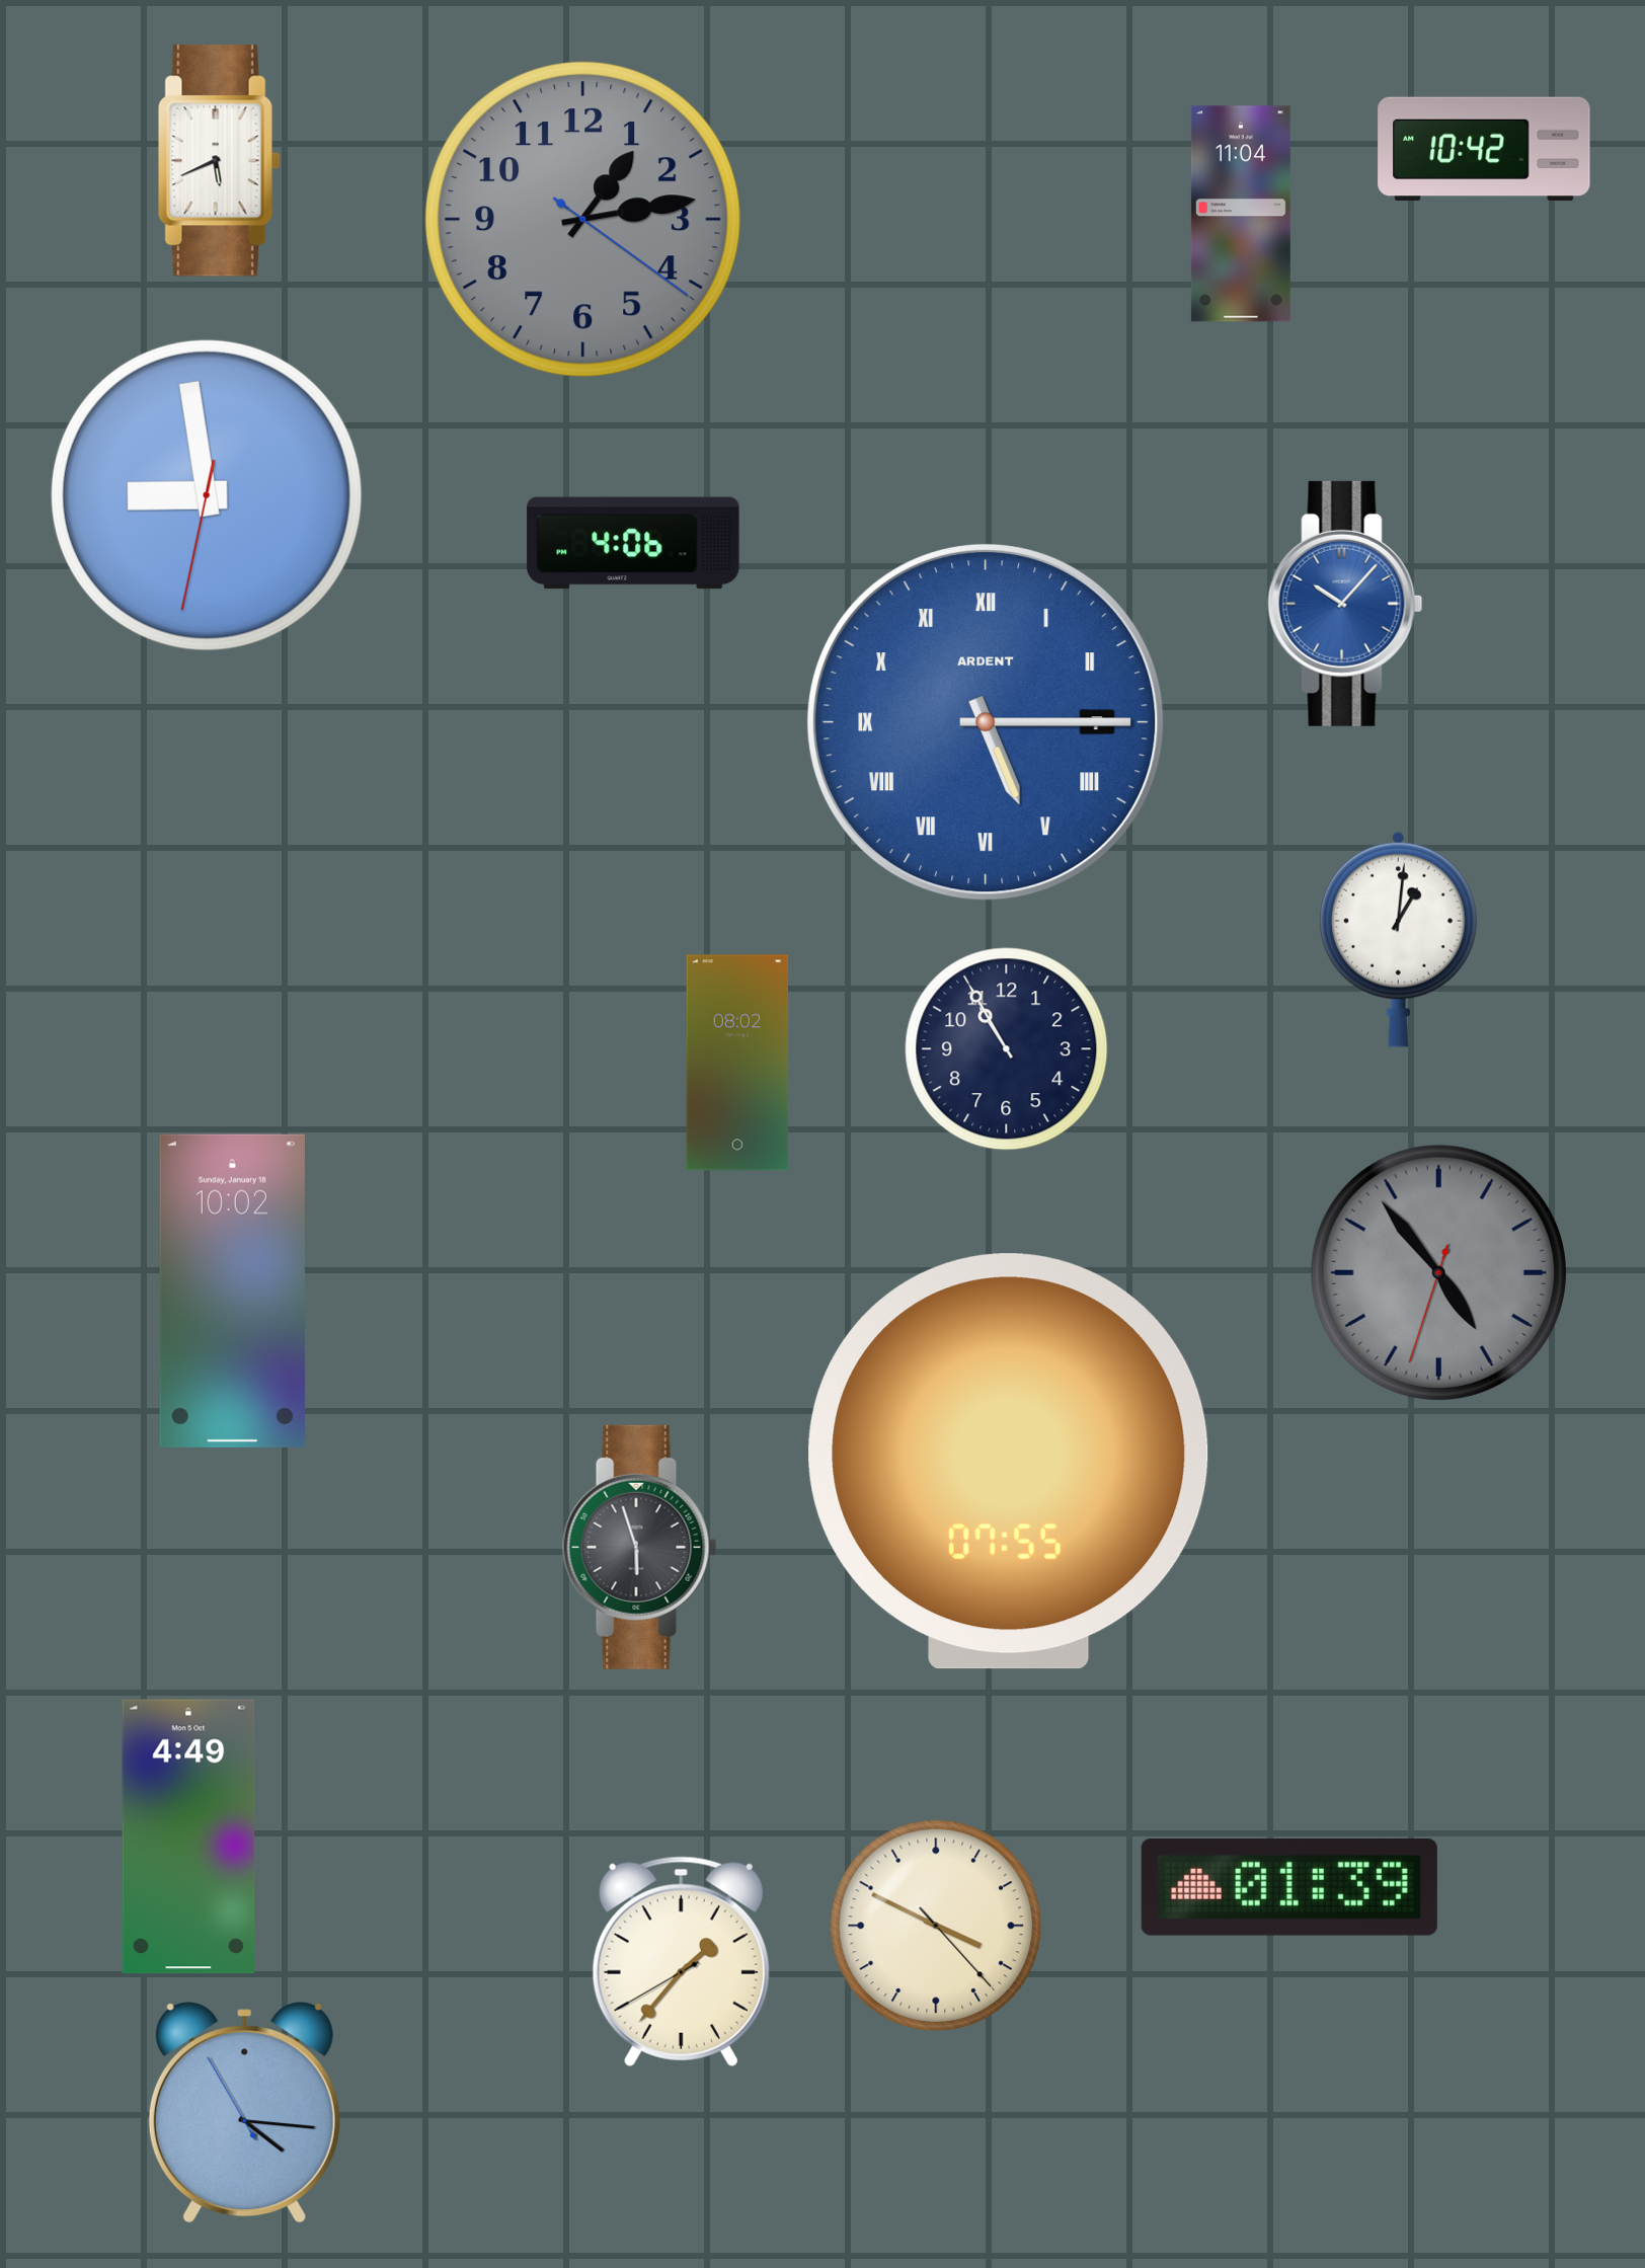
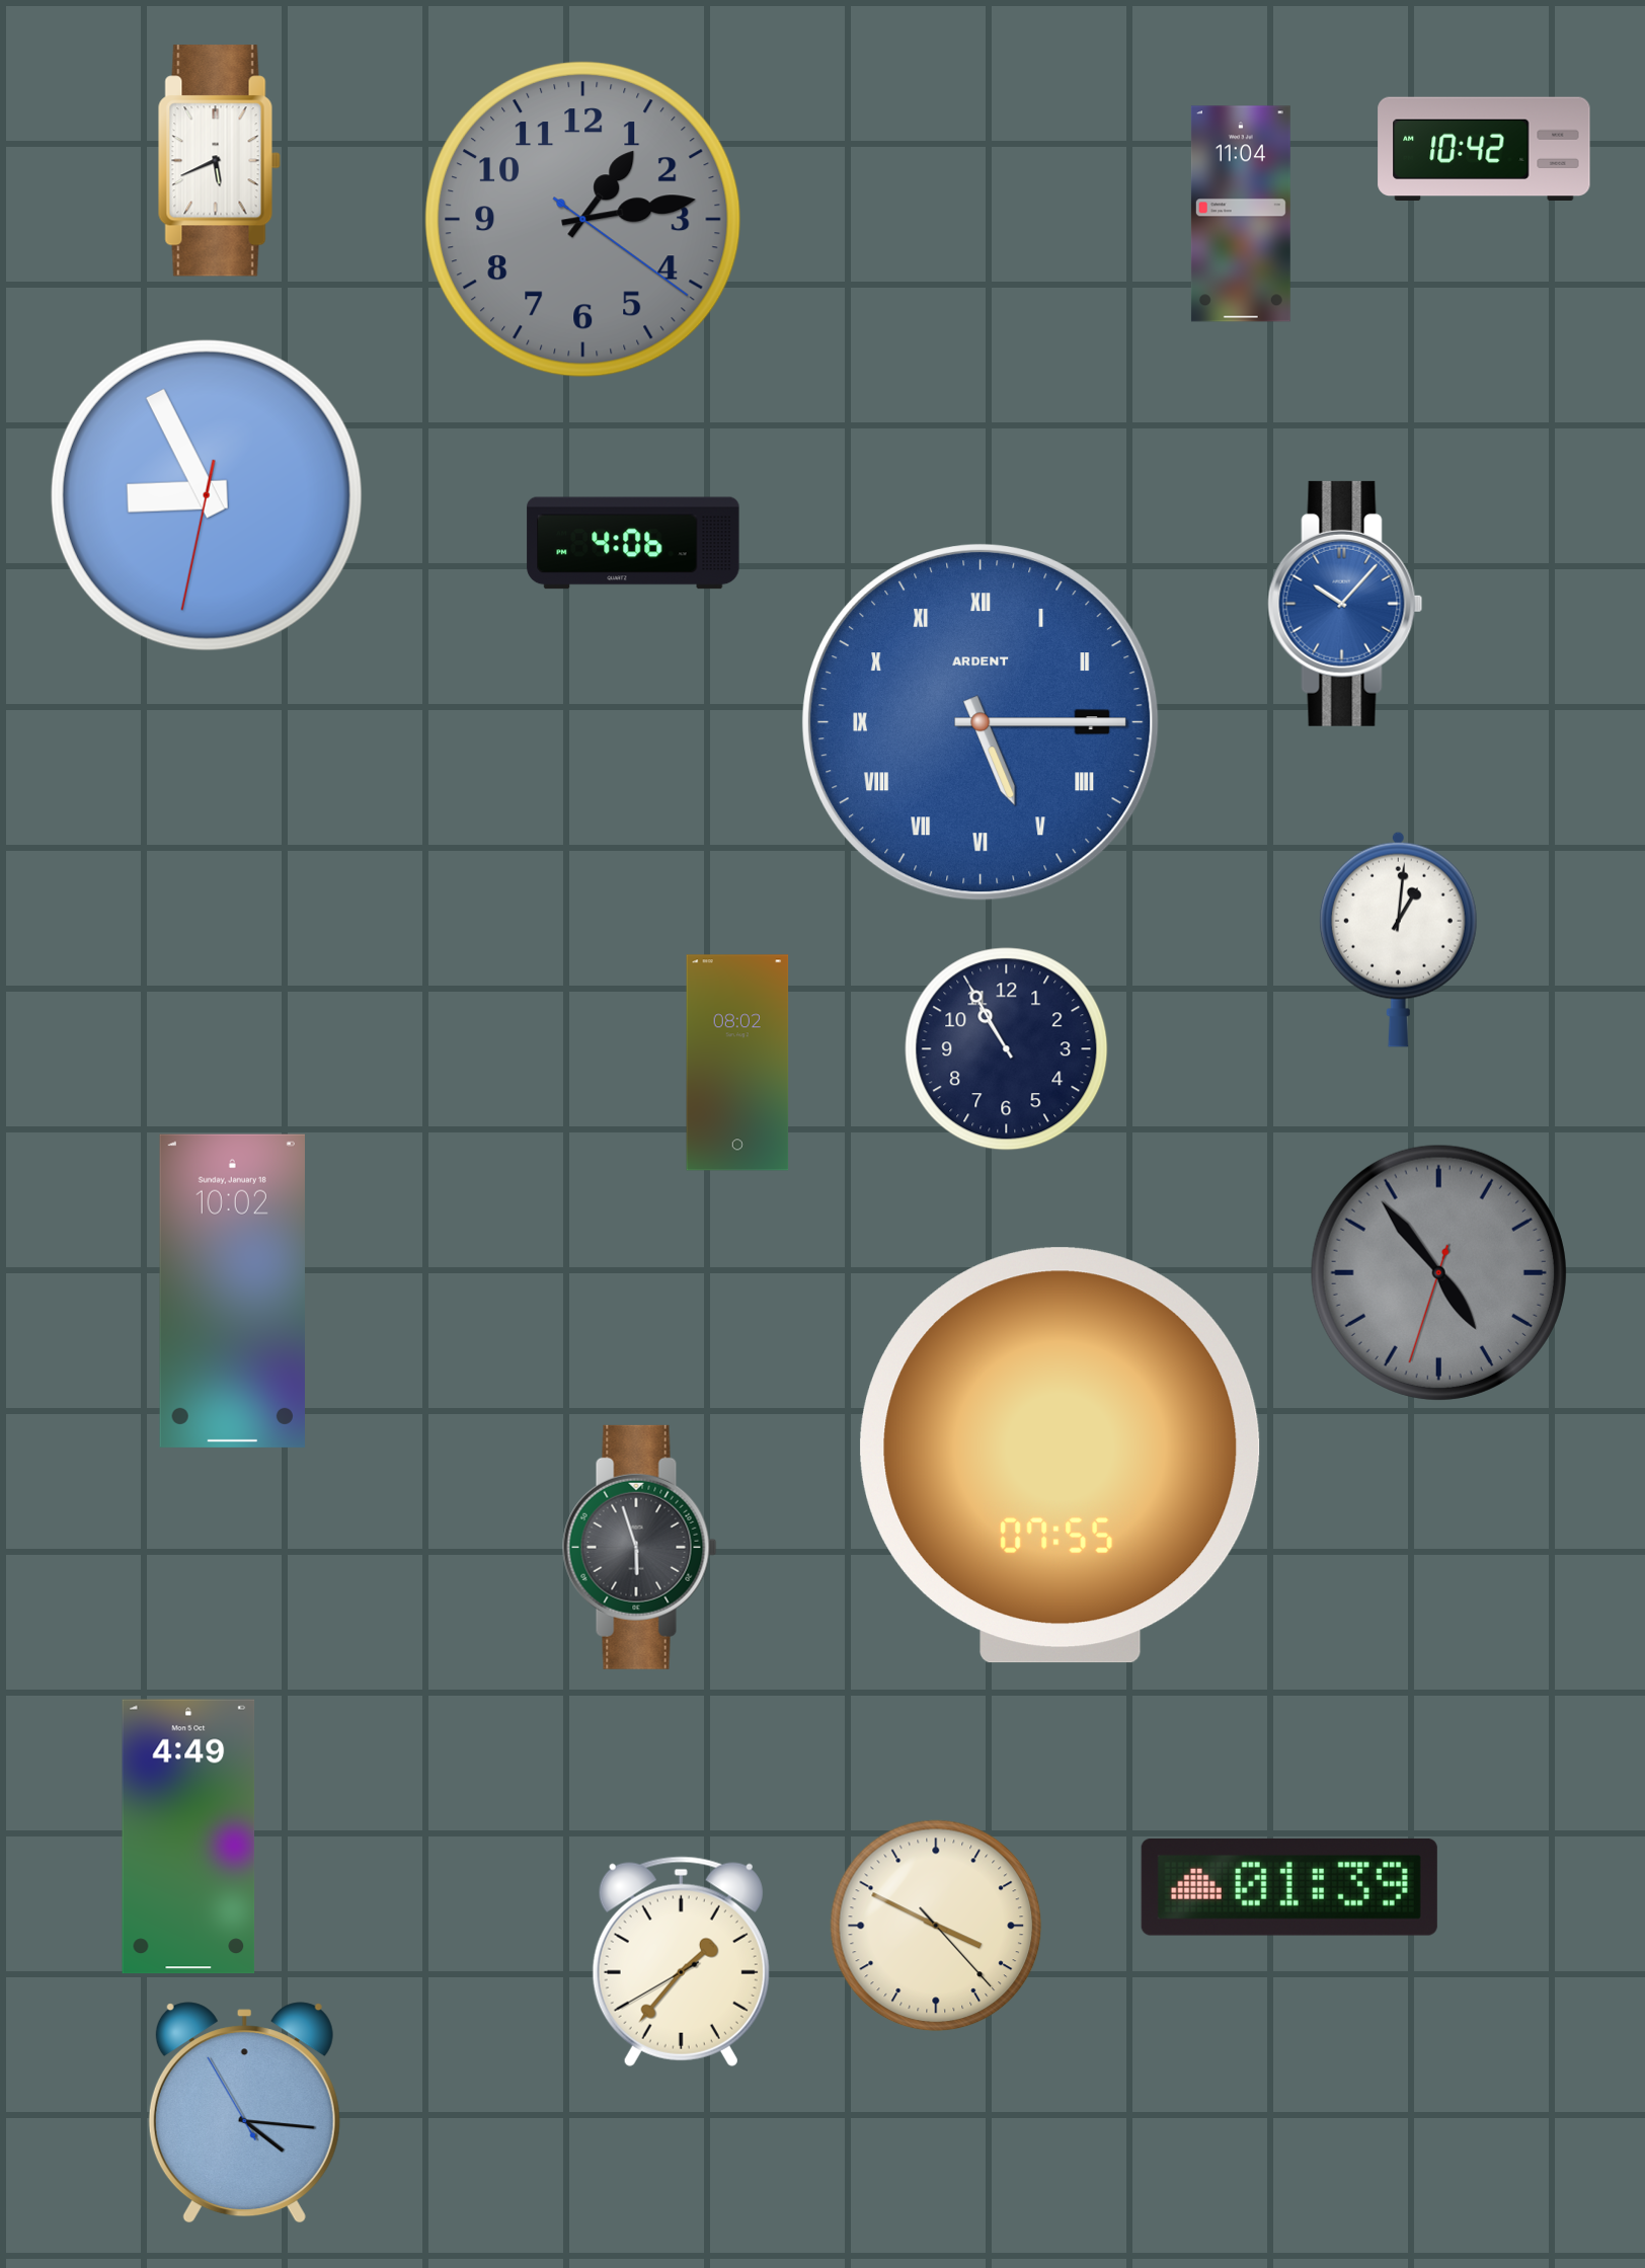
clock at (207, 495): 8:58 -> 8:55
clock at (987, 723) position: (987, 723) -> (982, 723)
clock at (1009, 1462) position: (1009, 1462) -> (1061, 1456)
